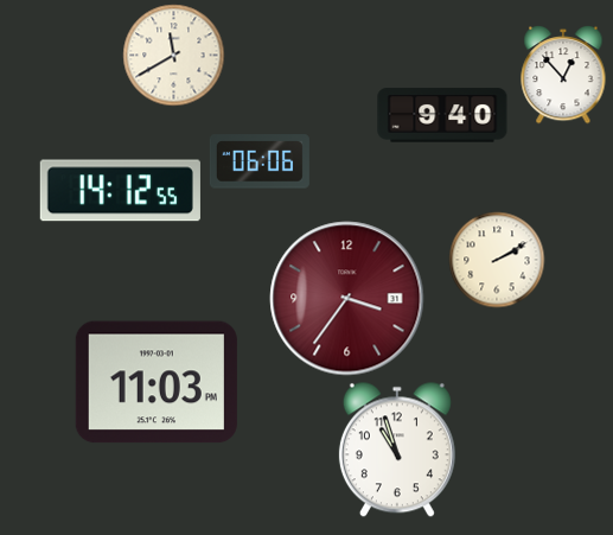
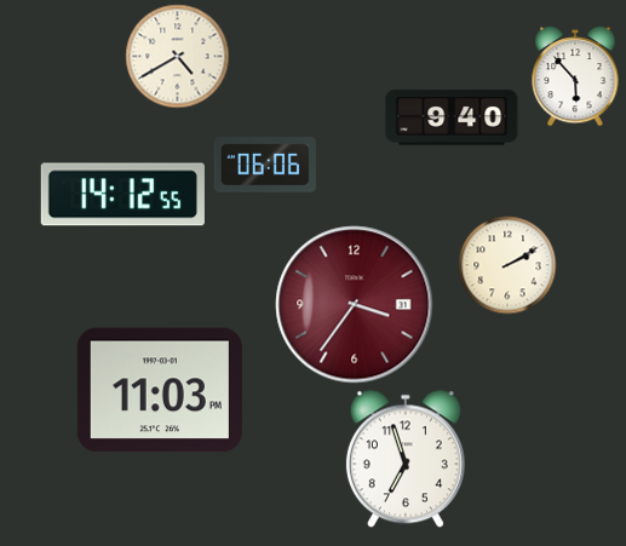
clock at (173, 55): 11:40 -> 4:40
clock at (563, 75): 12:53 -> 5:53
clock at (397, 450): 10:57 -> 6:57
